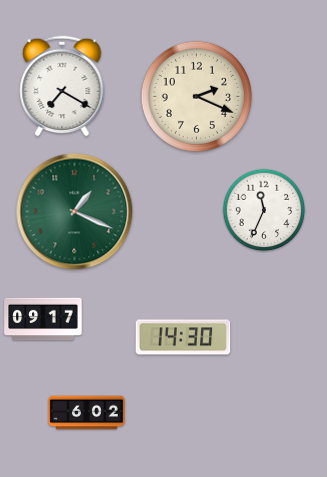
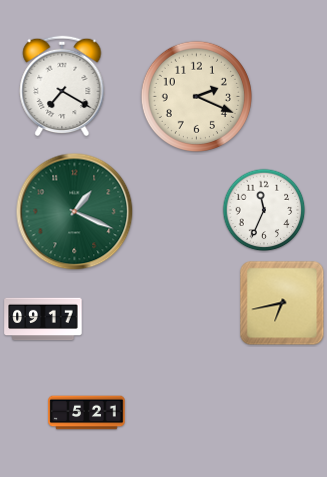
clock at (282, 303): none -> 6:43
clock at (183, 337): 14:30 -> none
clock at (87, 413): 6:02 -> 5:21
